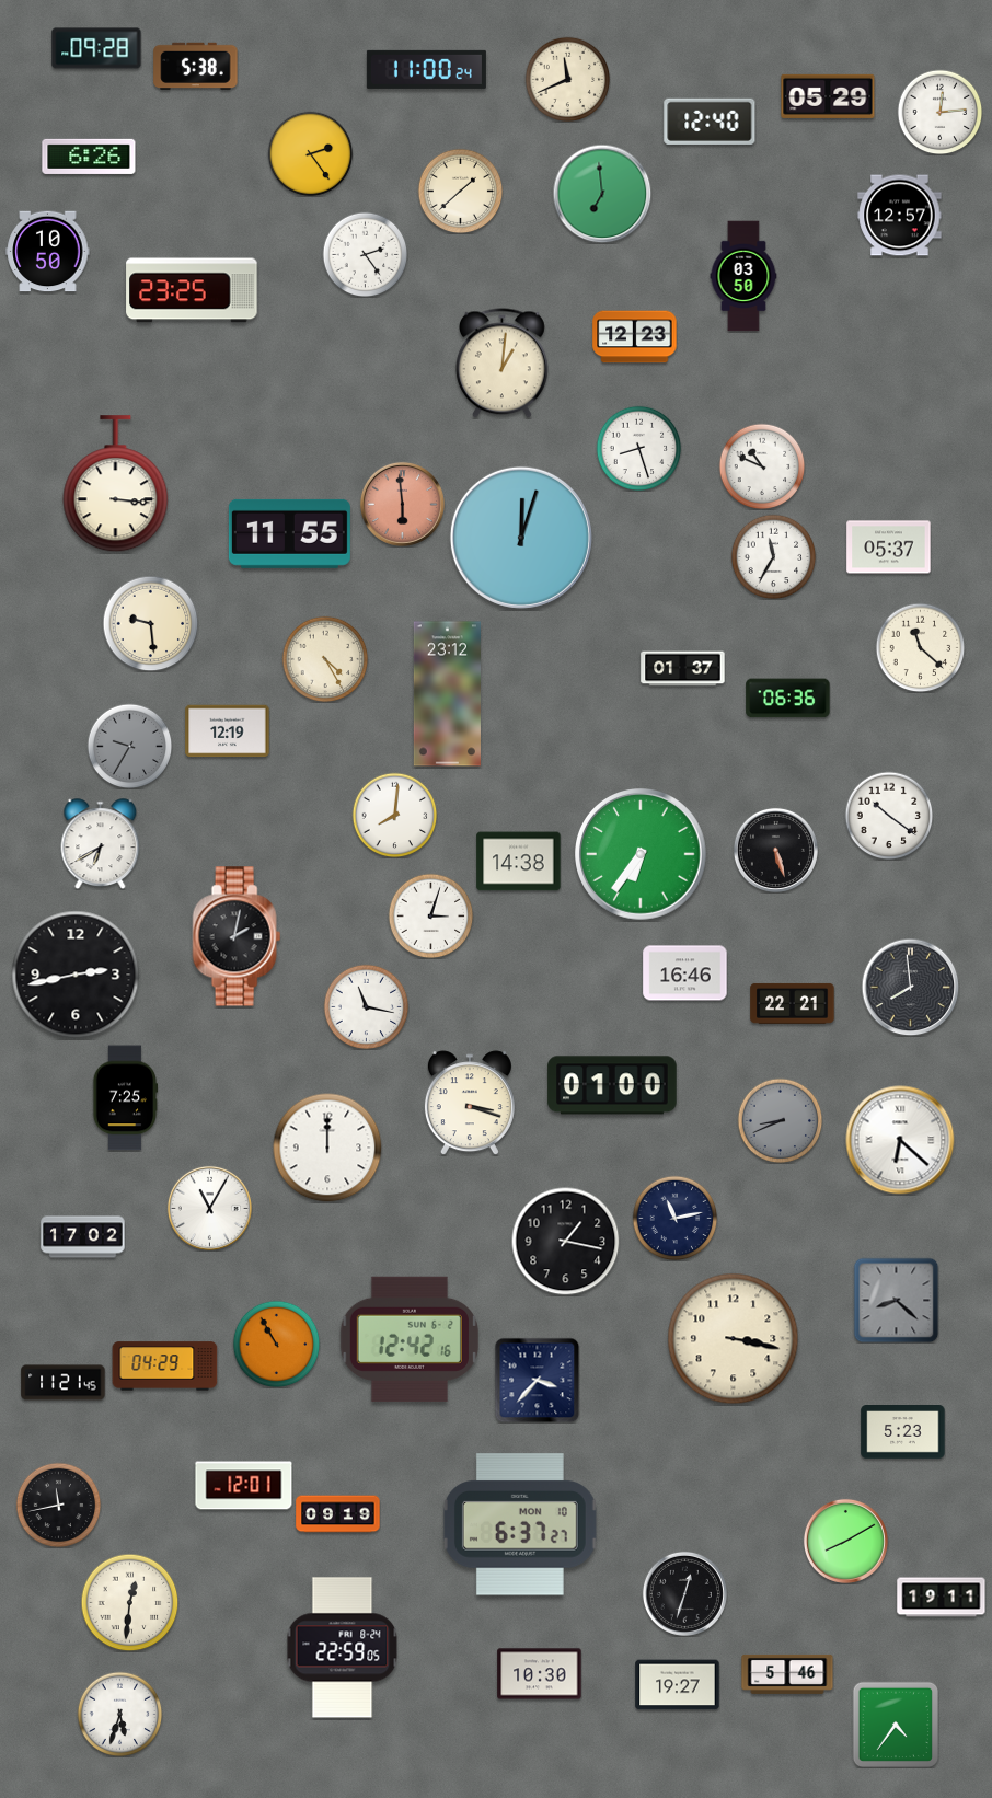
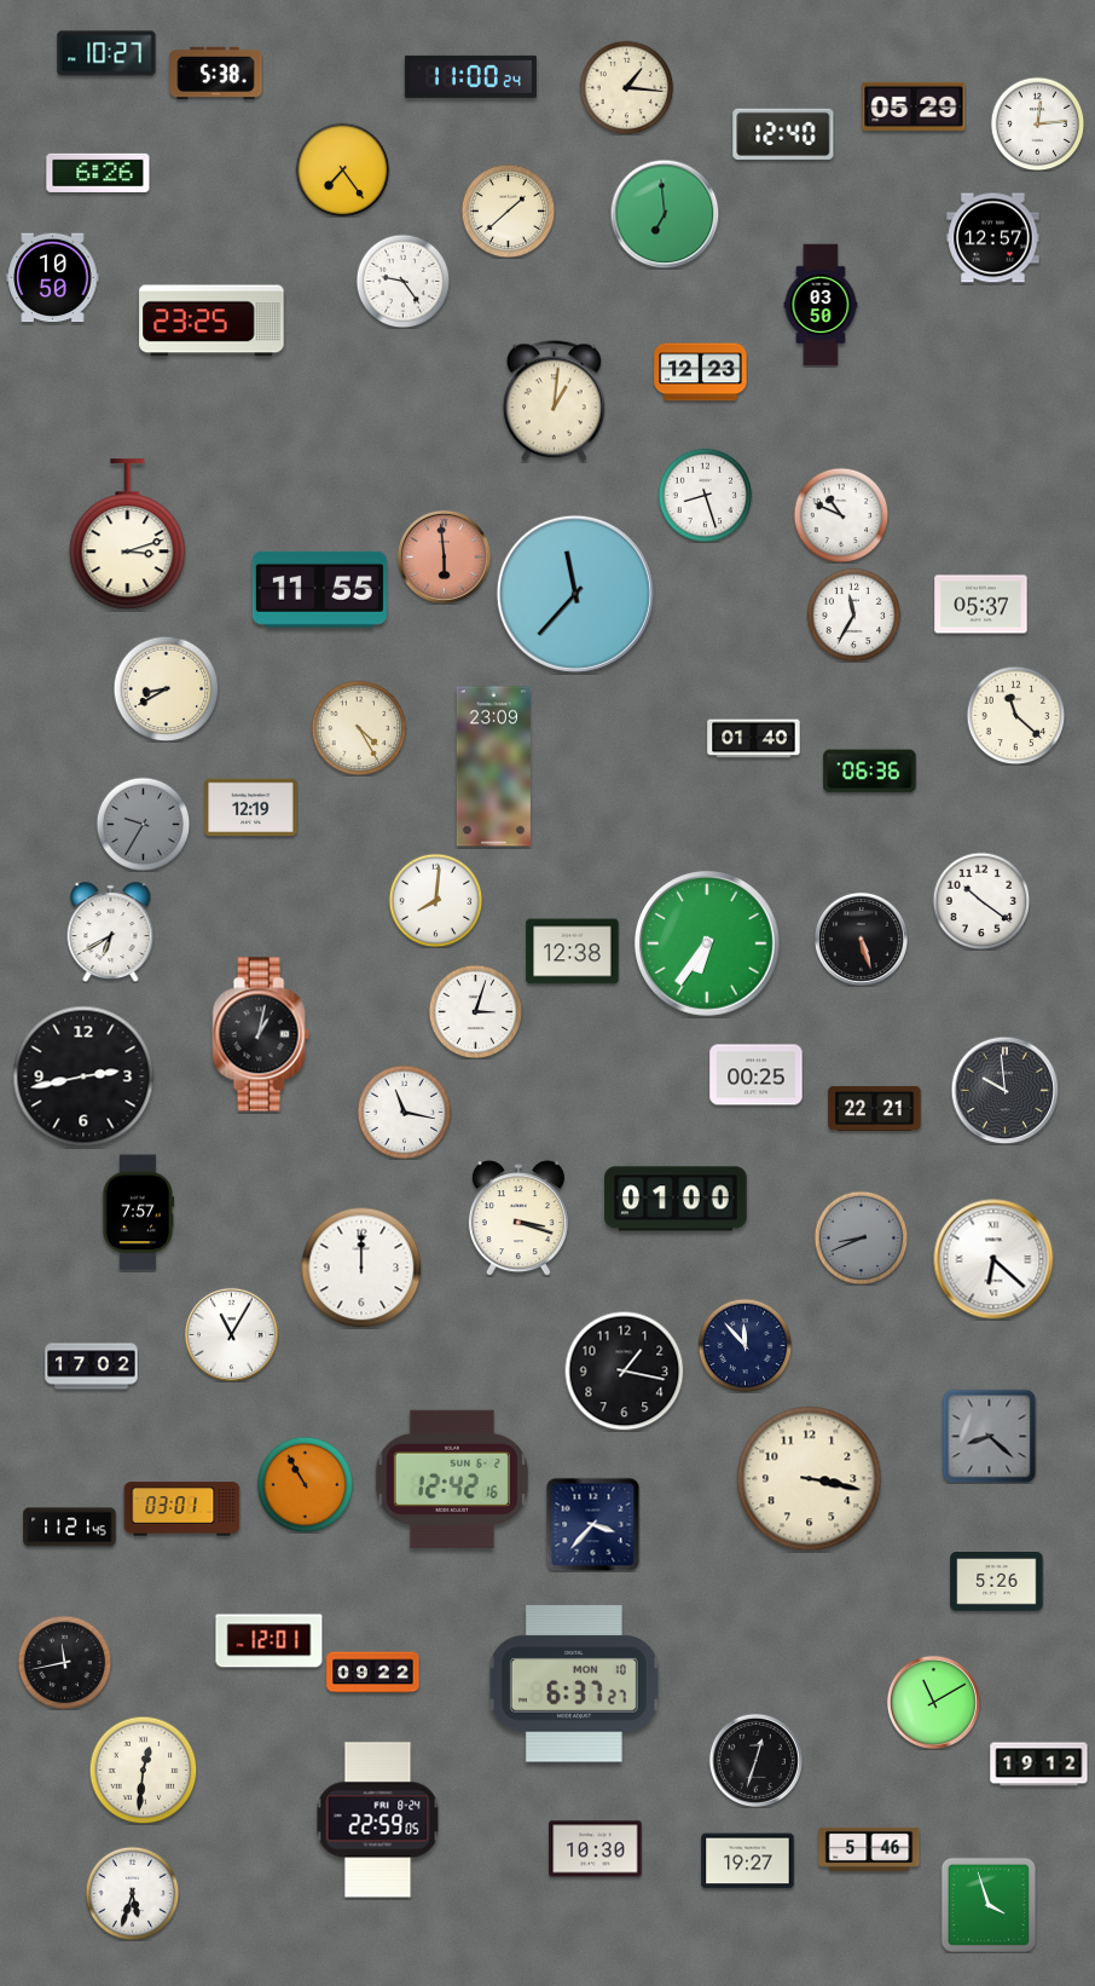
clock at (96, 48): 09:28 -> 10:27
clock at (567, 79): 11:41 -> 1:16
clock at (310, 153): 2:24 -> 7:24
clock at (365, 254): 2:24 -> 9:24
clock at (116, 484): 3:16 -> 3:12
clock at (521, 538): 12:03 -> 11:37
clock at (150, 623): 9:29 -> 8:40
clock at (683, 669): 01:37 -> 01:40
clock at (447, 694): 23:12 -> 23:09
clock at (775, 850) position: (775, 850) -> (861, 939)
clock at (519, 862): 14:38 -> 12:38
clock at (237, 936): 2:02 -> 1:02
clock at (685, 973): 16:46 -> 00:25
clock at (910, 987): 7:59 -> 9:59
clock at (125, 1098): 7:25 -> 7:57
clock at (674, 1218): 11:13 -> 11:53
clock at (165, 1367): 04:29 -> 03:01
clock at (903, 1432): 5:23 -> 5:26
clock at (338, 1514): 09:19 -> 09:22
clock at (845, 1541): 8:10 -> 11:10
clock at (942, 1598): 19:11 -> 19:12
clock at (895, 1724): 4:36 -> 3:57
